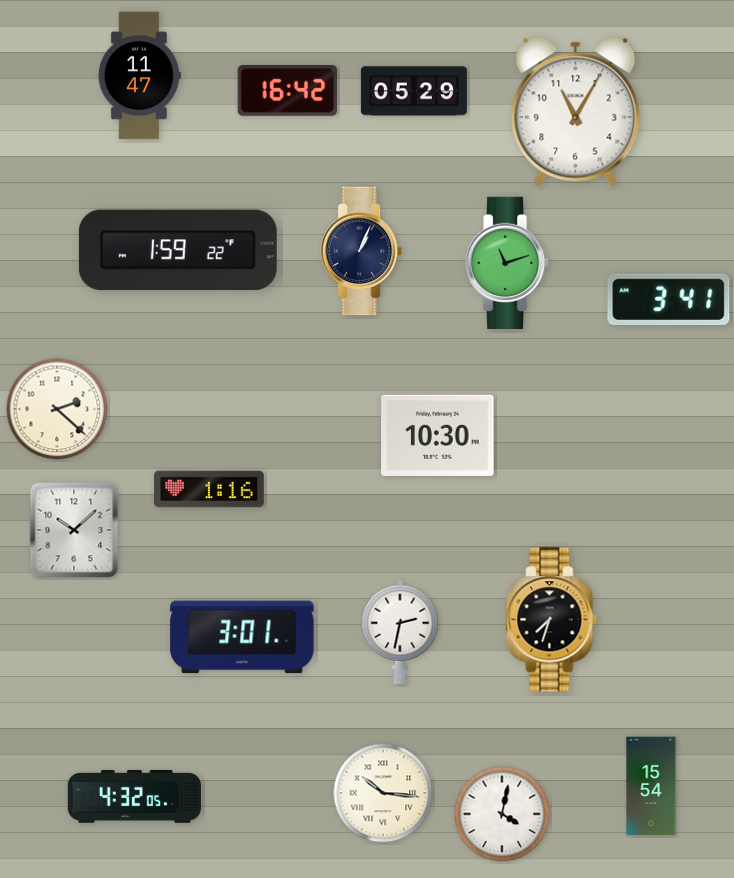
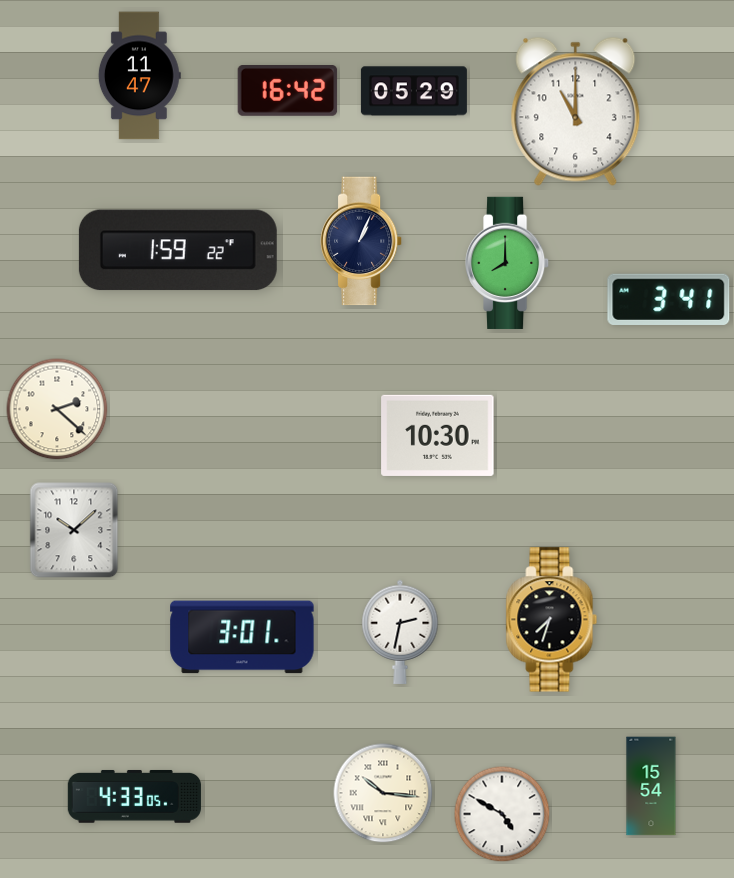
clock at (576, 111): 11:05 -> 11:00
clock at (361, 251) position: (361, 251) -> (361, 241)
clock at (508, 263): 11:12 -> 8:00
clock at (209, 489): 1:16 -> none
clock at (134, 796): 4:32 -> 4:33
clock at (502, 814): 4:02 -> 4:50
